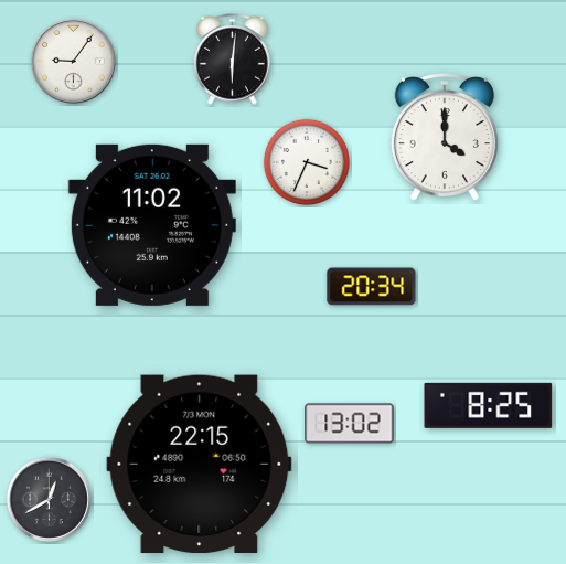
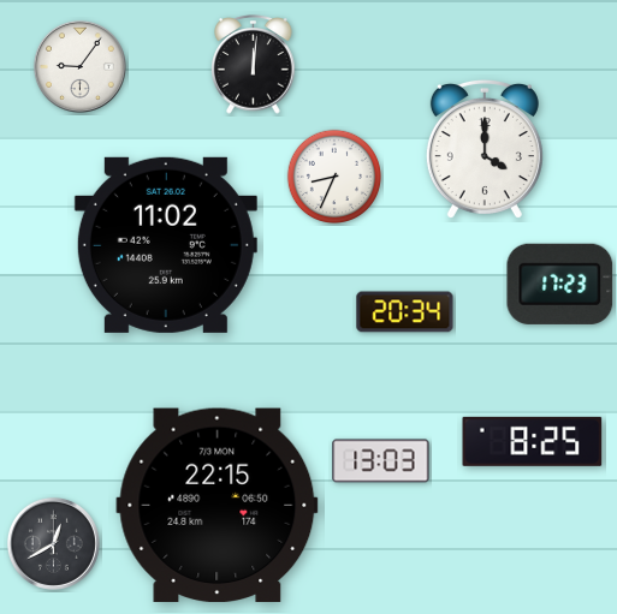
clock at (233, 60): 6:01 -> 12:01
clock at (307, 162): 3:34 -> 8:34
clock at (560, 284): none -> 17:23
clock at (350, 424): 13:02 -> 13:03
